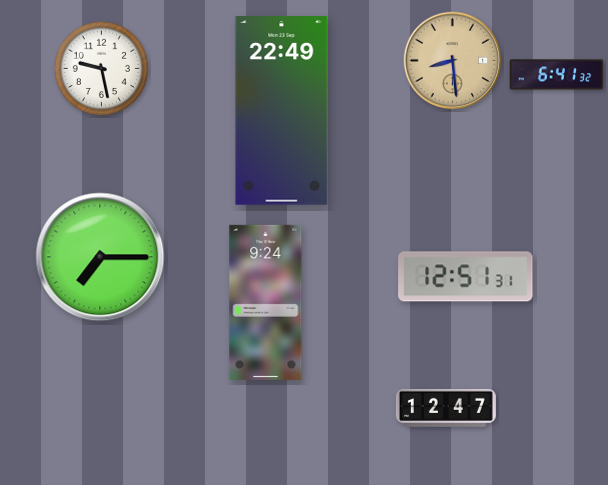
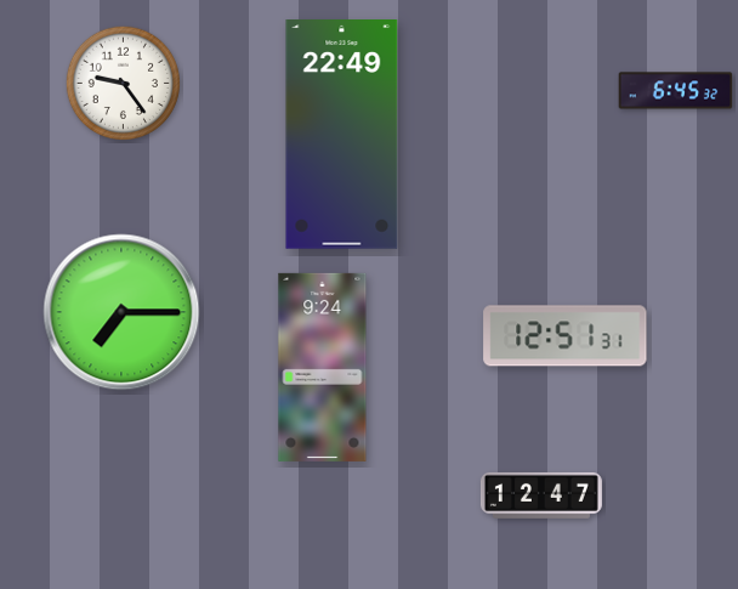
clock at (453, 61): 8:29 -> none
clock at (101, 68): 9:28 -> 9:24
clock at (557, 75): 6:41 -> 6:45
